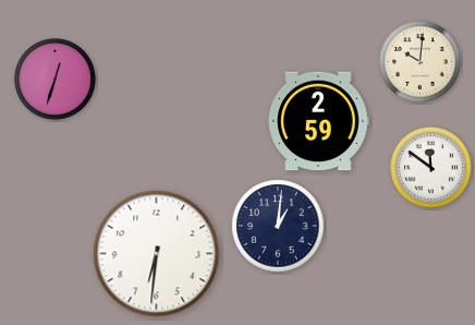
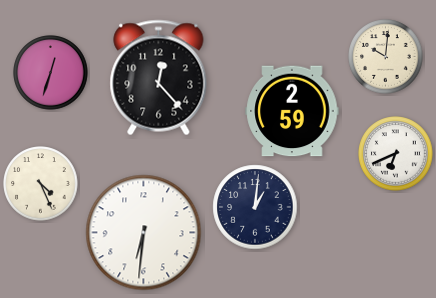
clock at (159, 78): none -> 12:23
clock at (431, 168): 11:51 -> 6:41
clock at (41, 184): none -> 4:26
